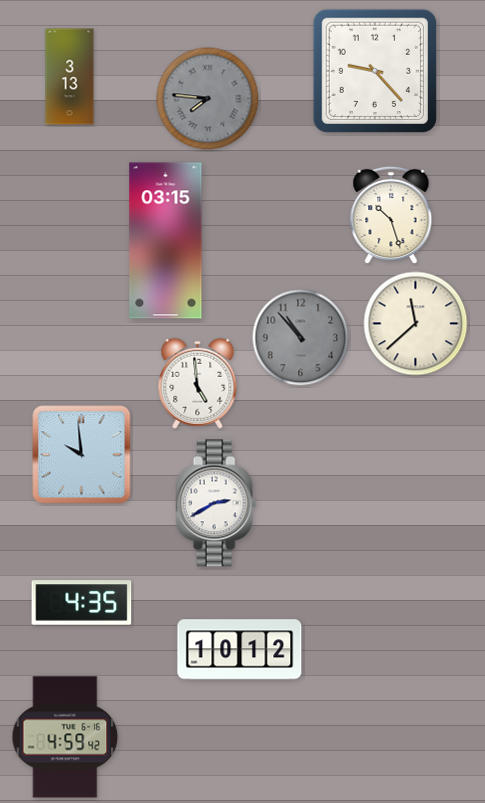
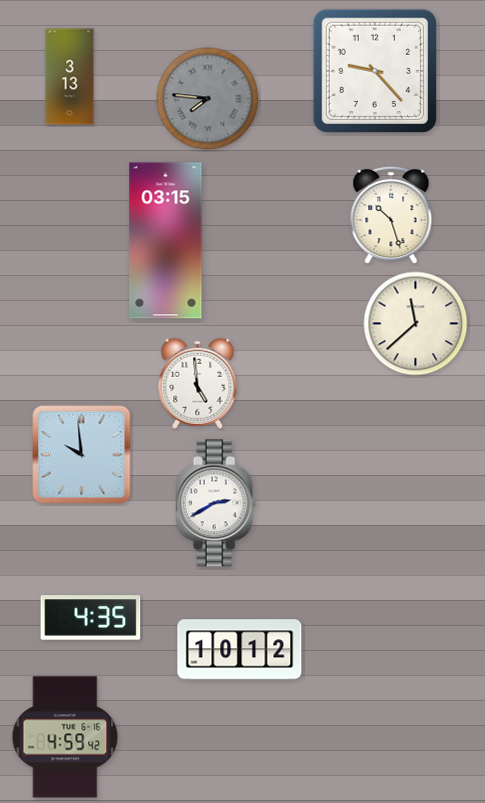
clock at (301, 338): 10:53 -> none
clock at (82, 603) position: (82, 603) -> (91, 618)
